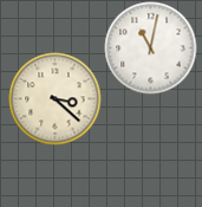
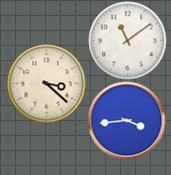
clock at (150, 47): 11:02 -> 11:09
clock at (126, 120): none -> 3:44
